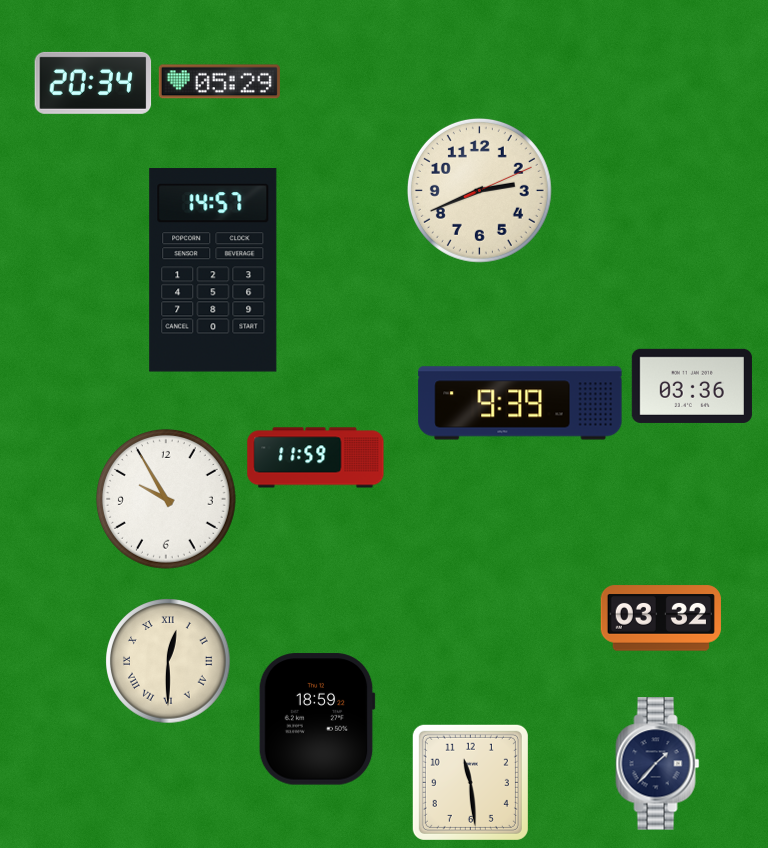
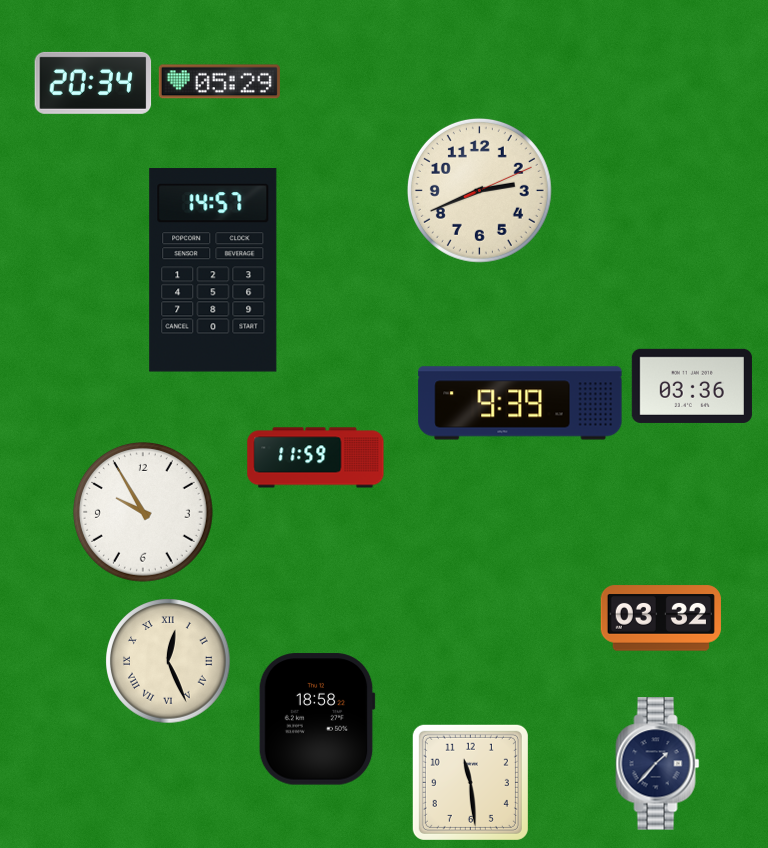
clock at (166, 499) position: (166, 499) -> (143, 512)
clock at (168, 661): 12:30 -> 12:26
clock at (317, 719): 18:59 -> 18:58
